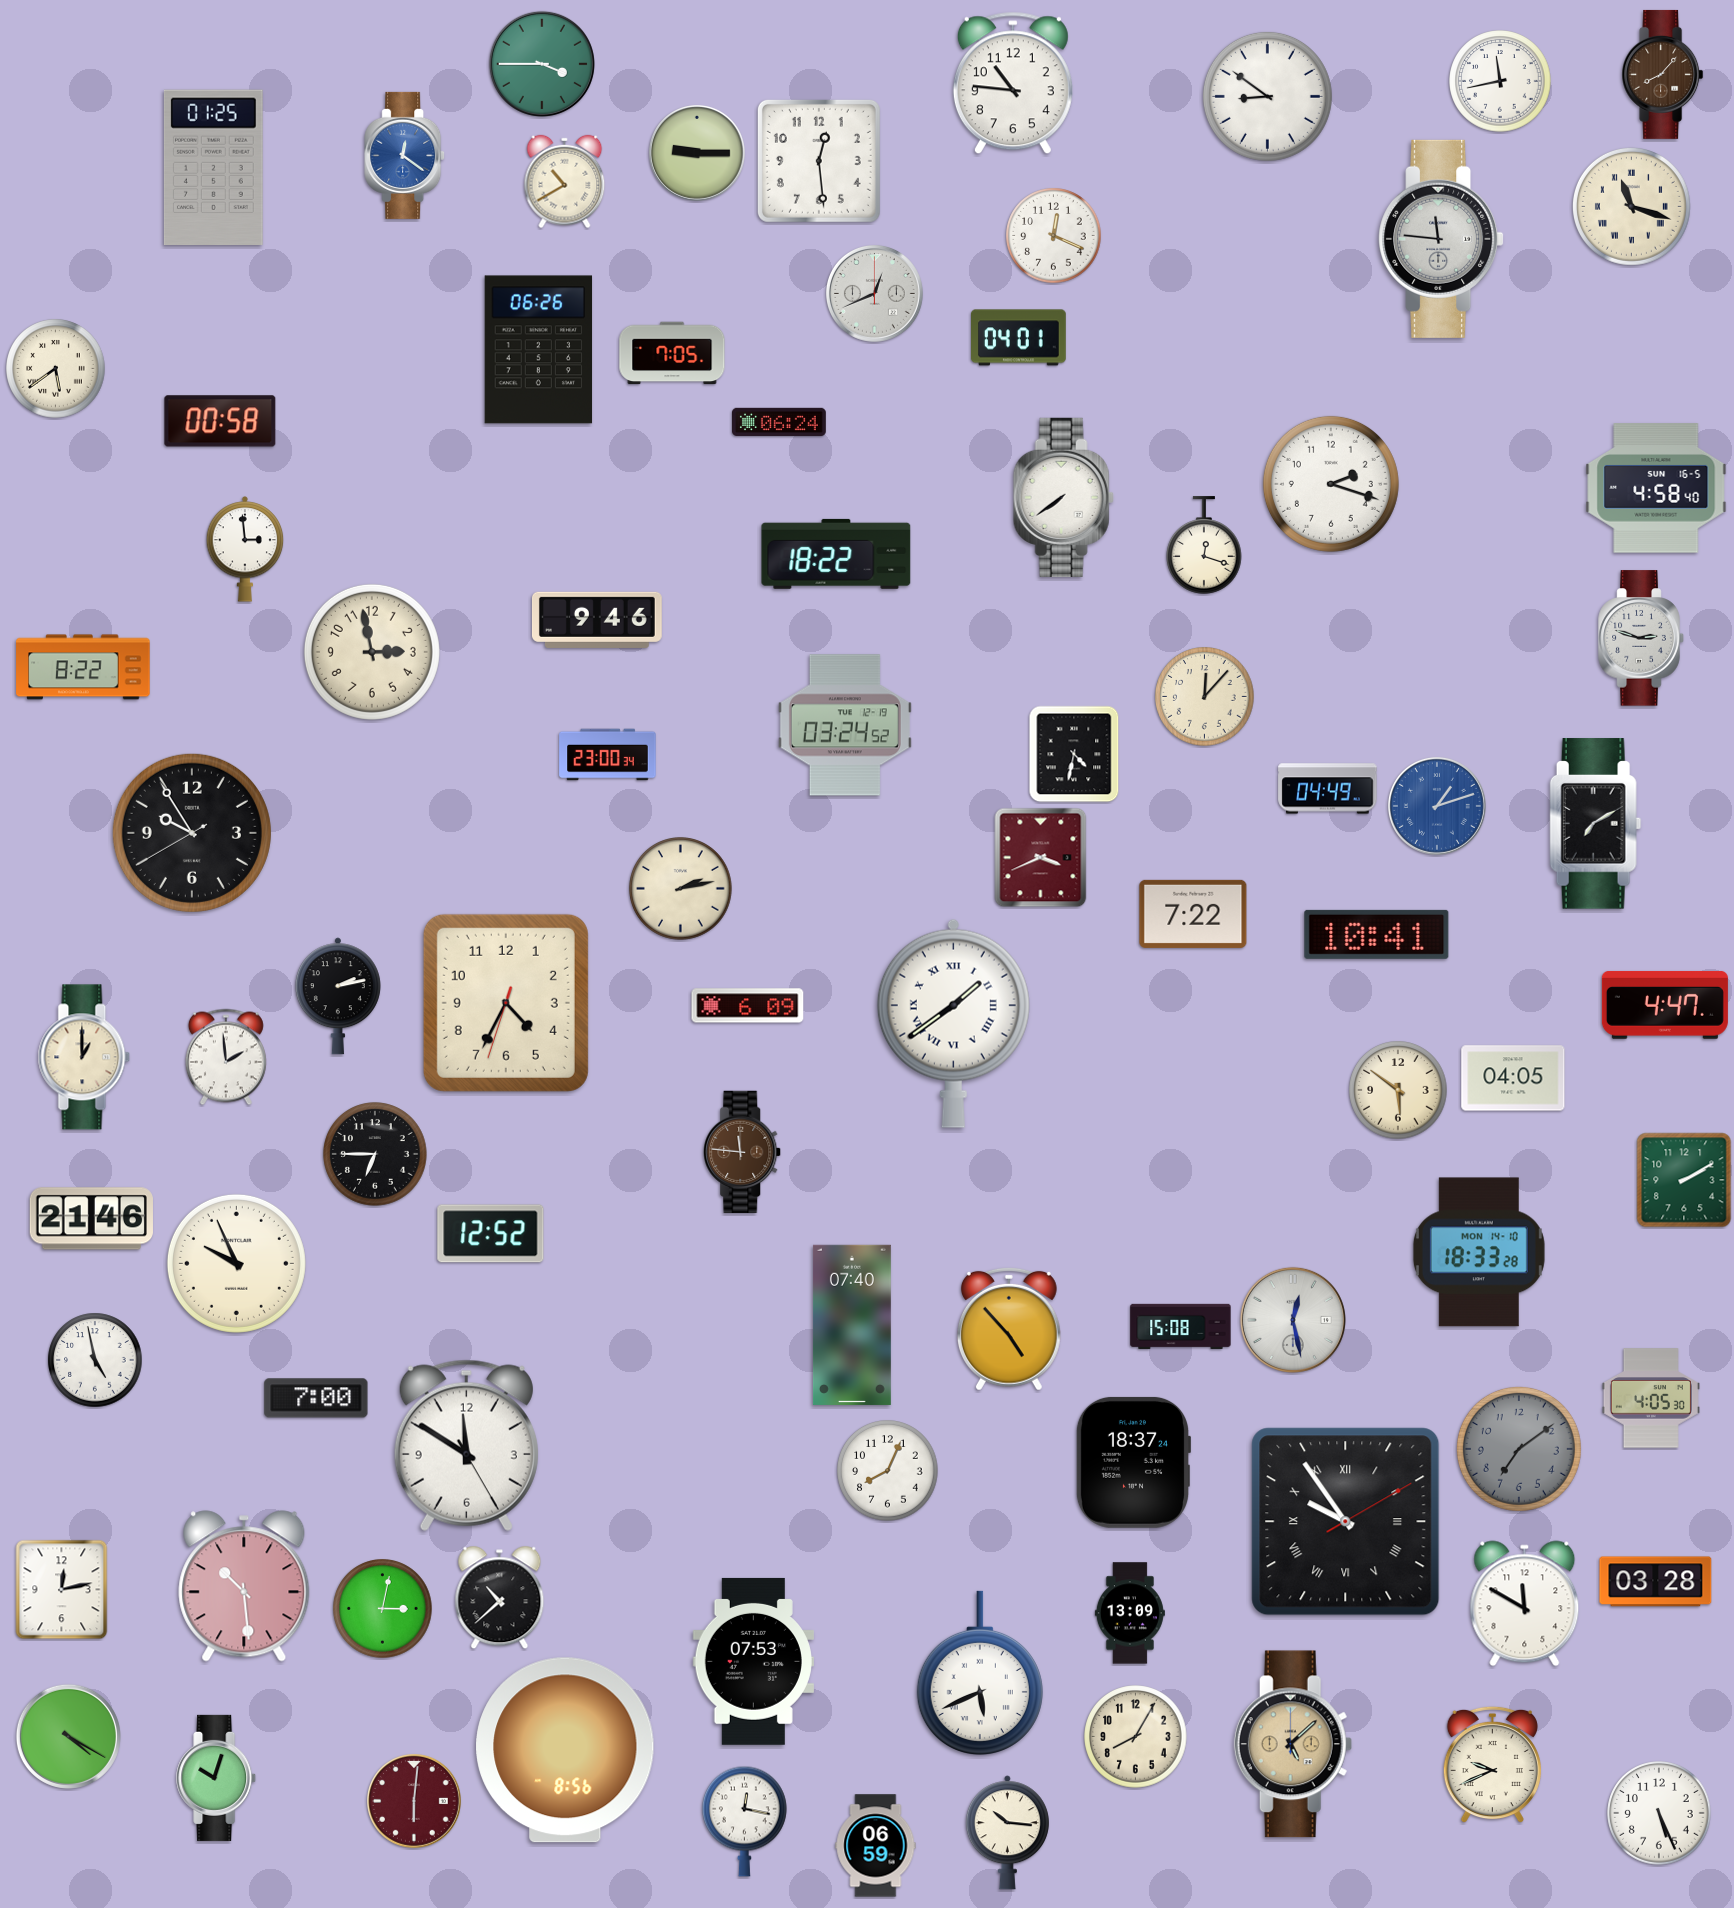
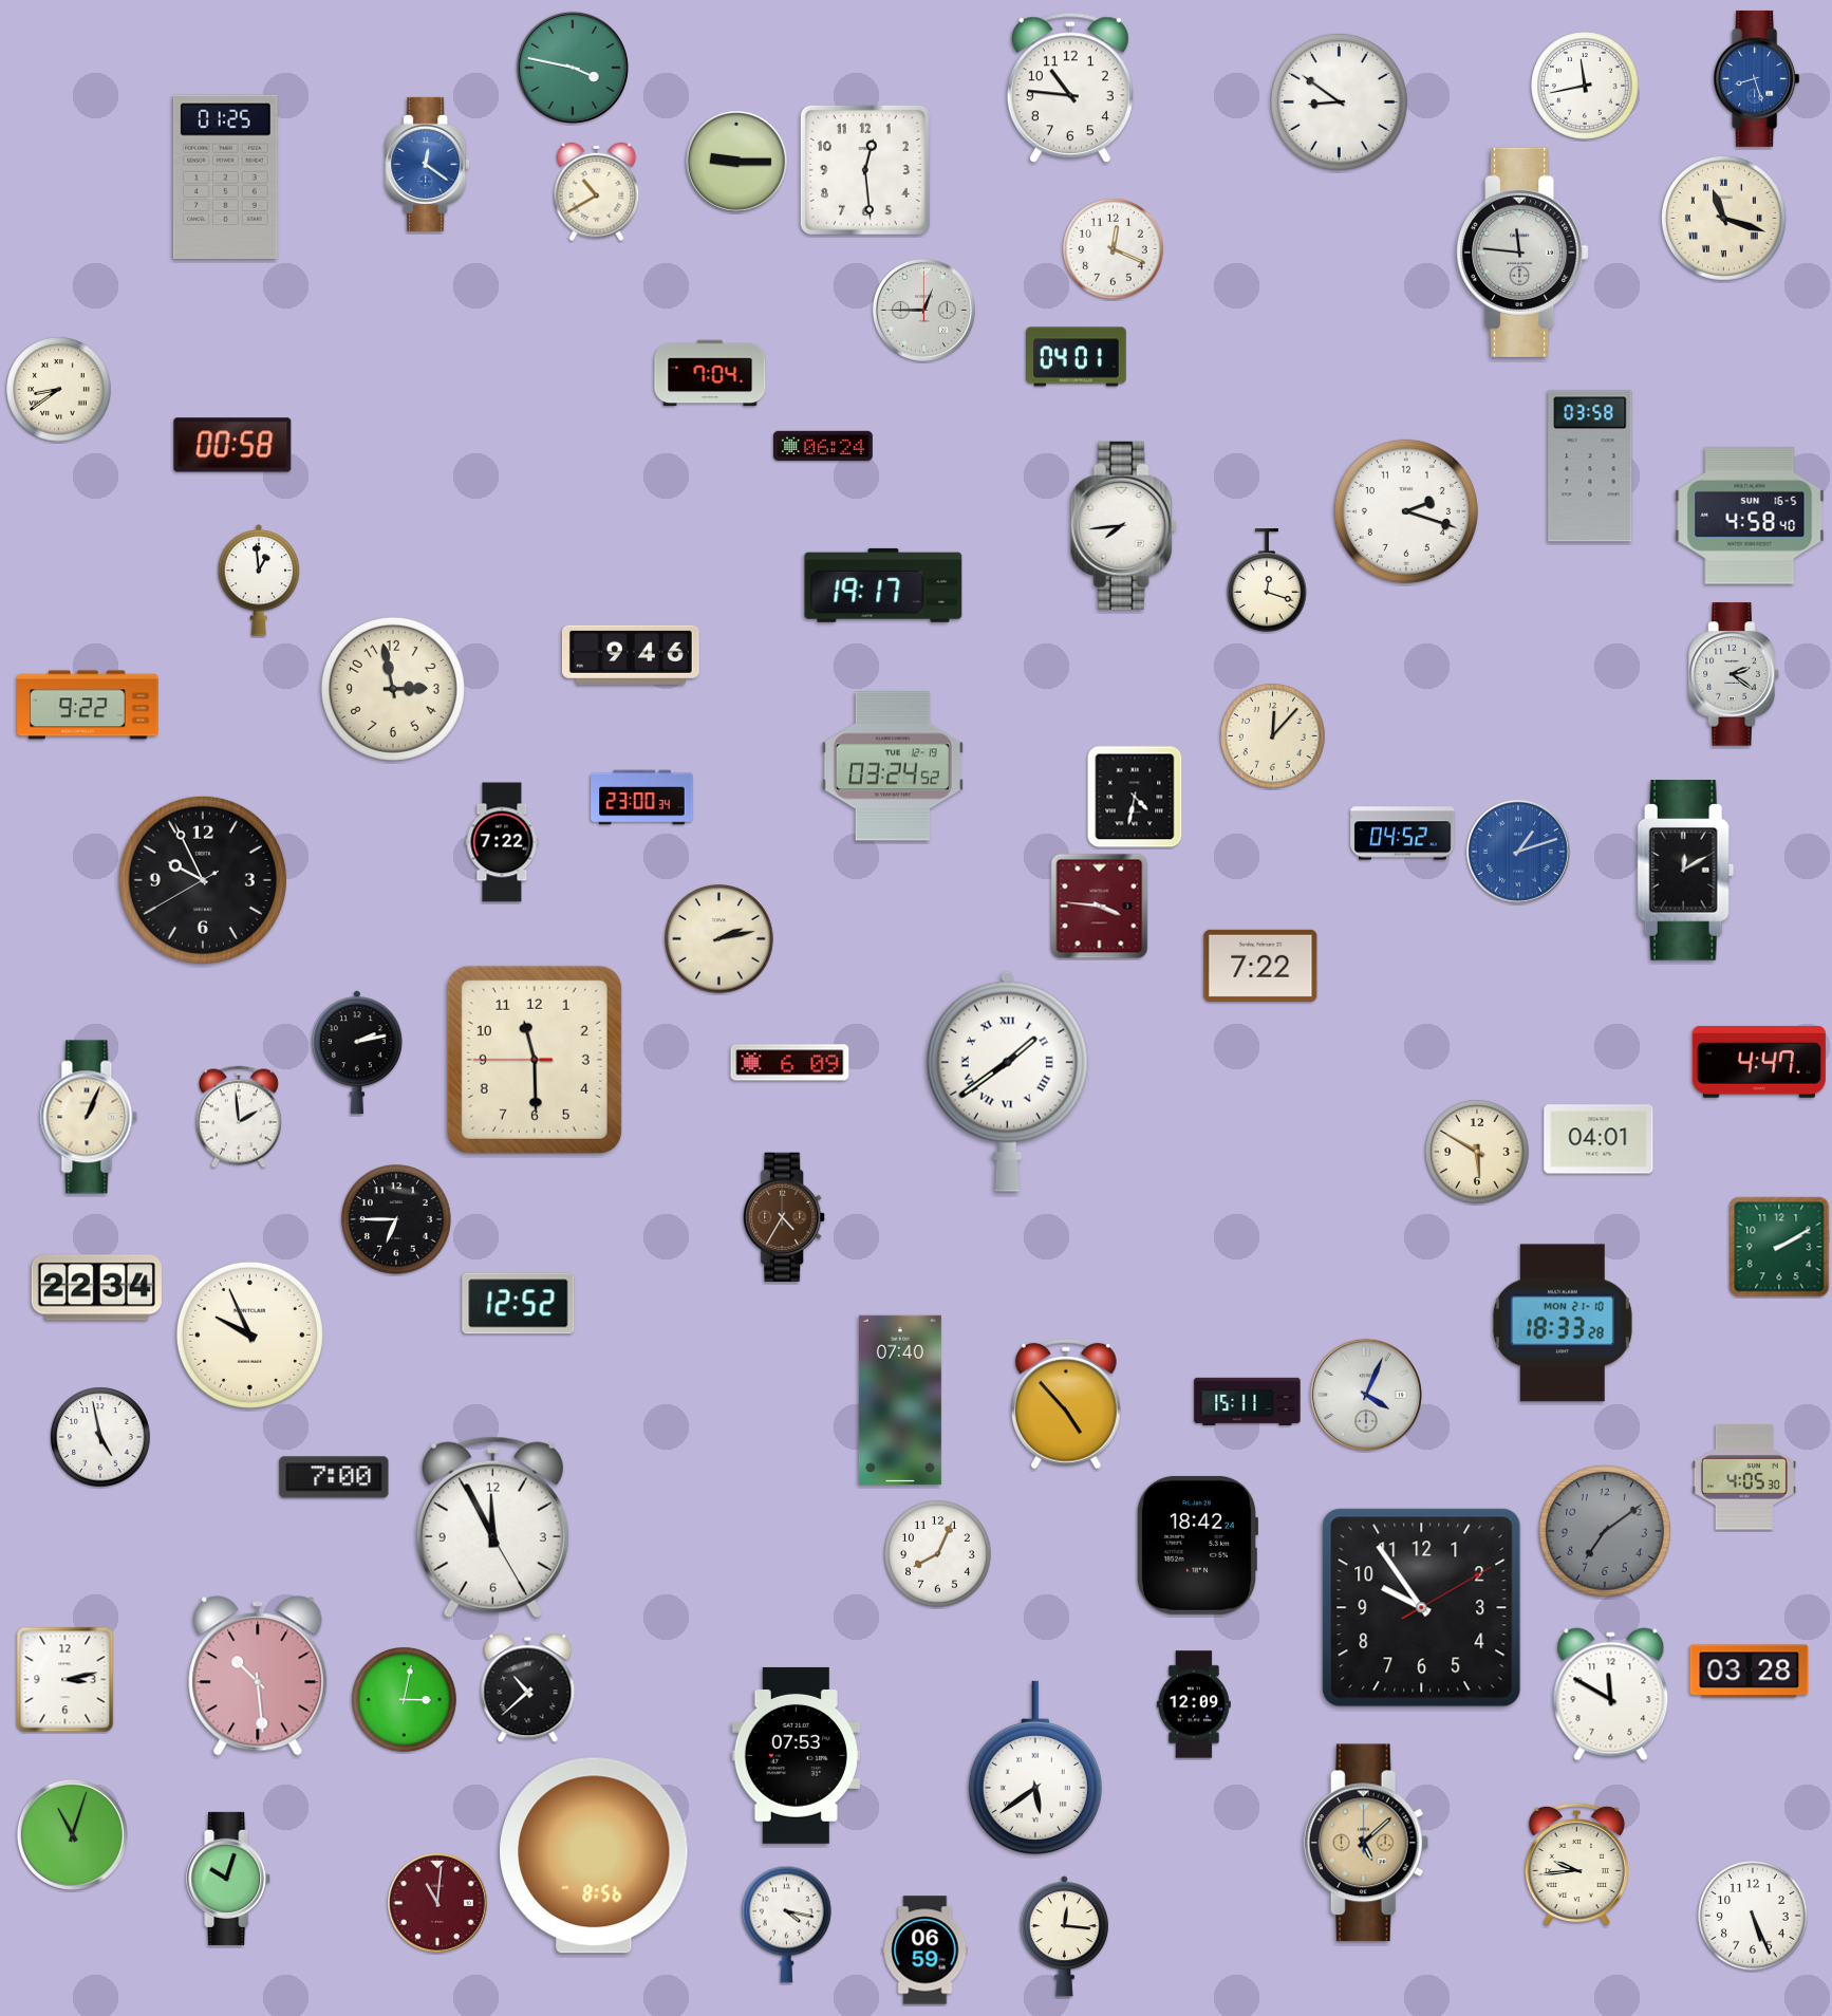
clock at (542, 64): 3:45 -> 3:47
clock at (1663, 74): 8:07 -> 8:27
clock at (1663, 74) dial: brown -> blue
clock at (874, 293): 12:41 -> 12:45
clock at (539, 350): 06:26 -> none
clock at (672, 353): 7:05 -> 7:04
clock at (56, 369): 5:39 -> 8:39
clock at (1590, 466): none -> 03:58
clock at (1063, 497): 7:39 -> 7:44
clock at (1205, 545) position: (1205, 545) -> (1268, 580)
clock at (245, 549): 2:59 -> 12:59
clock at (836, 554): 18:22 -> 19:17
clock at (1641, 638): 2:48 -> 2:21
clock at (83, 667): 8:22 -> 9:22
clock at (1328, 789): 04:49 -> 04:52
clock at (502, 842): none -> 7:22
clock at (1596, 824): 7:10 -> 12:10
clock at (192, 833): 9:54 -> 9:55
clock at (1041, 858): 3:41 -> 3:46
clock at (1377, 934): 10:41 -> none
clock at (506, 1003): 4:34 -> 11:29
clock at (84, 1057): 1:00 -> 1:04
clock at (1513, 1078): 04:05 -> 04:01
clock at (1398, 1090): 5:51 -> 5:50
clock at (743, 1151): 11:46 -> 4:35
clock at (91, 1219): 21:46 -> 22:34
clock at (1479, 1252) date: MON 14-10 -> MON 21-10
clock at (1293, 1320): 12:28 -> 4:04
clock at (1181, 1326): 15:08 -> 15:11
clock at (466, 1445): 11:50 -> 11:55
clock at (1132, 1462): 18:37 -> 18:42
clock at (1346, 1522) numerals: Roman -> Arabic
clock at (62, 1590): 12:13 -> 3:13
clock at (1130, 1613): 13:09 -> 12:09
clock at (980, 1672): 5:41 -> 5:39
clock at (68, 1736): 4:20 -> 11:03
clock at (1136, 1737): 8:05 -> none
clock at (565, 1750) position: (565, 1750) -> (594, 1855)
clock at (1492, 1765): 9:41 -> 9:44
clock at (415, 1802): 6:01 -> 11:01
clock at (744, 1821): 12:17 -> 4:17
clock at (1007, 1833): 10:16 -> 12:16
